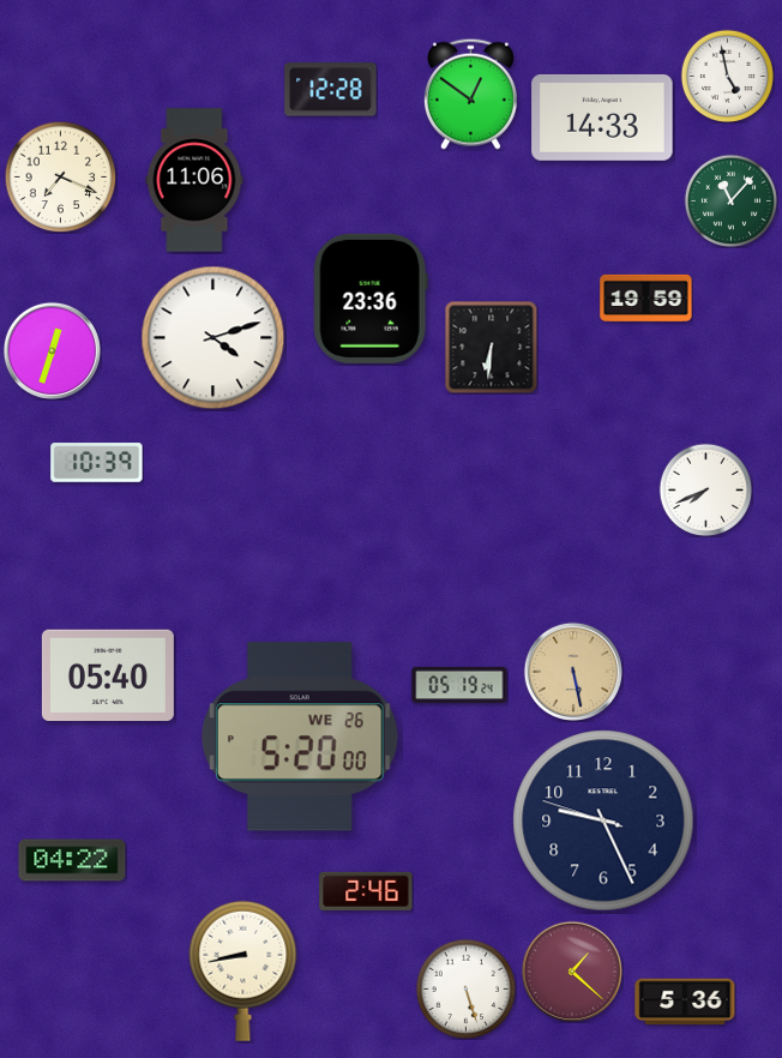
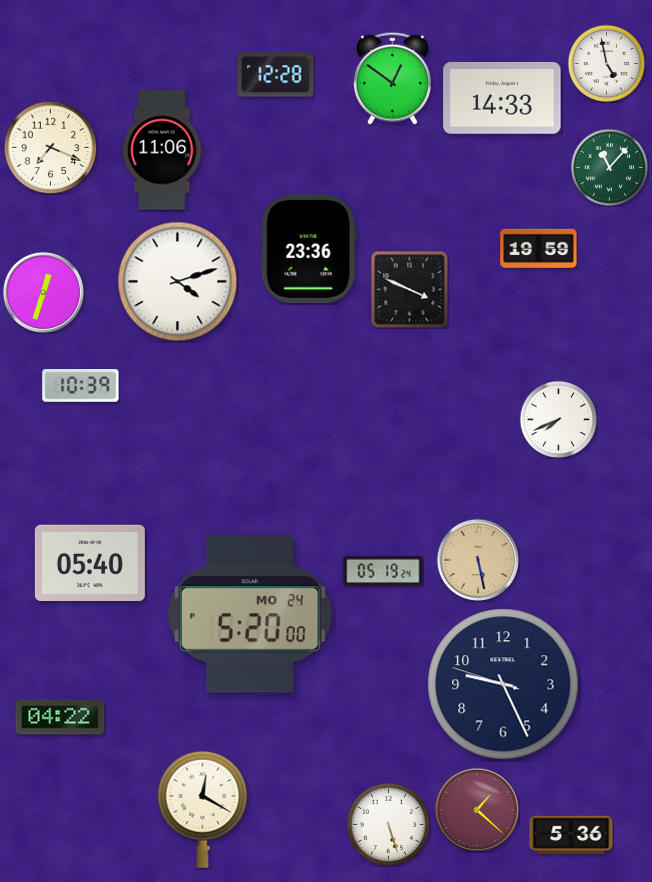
clock at (491, 347): 6:31 -> 3:49
clock at (705, 489) position: (705, 489) -> (558, 419)
clock at (300, 737) date: WE 26 -> MO 24
clock at (366, 891): 2:46 -> none
clock at (243, 970): 8:43 -> 12:20
